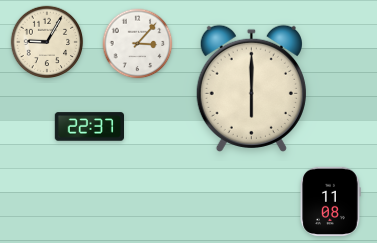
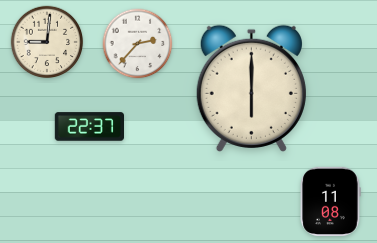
clock at (47, 42): 9:05 -> 9:01
clock at (138, 44): 3:07 -> 2:37
